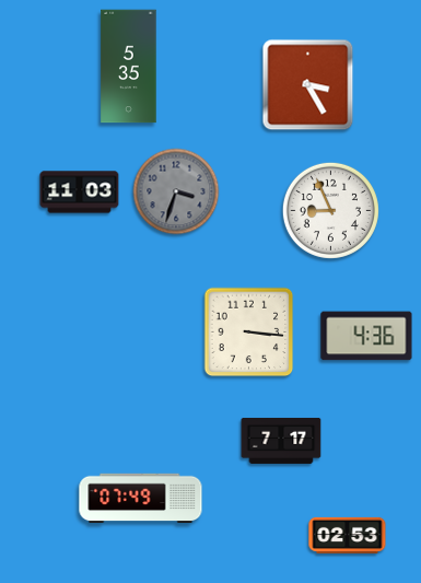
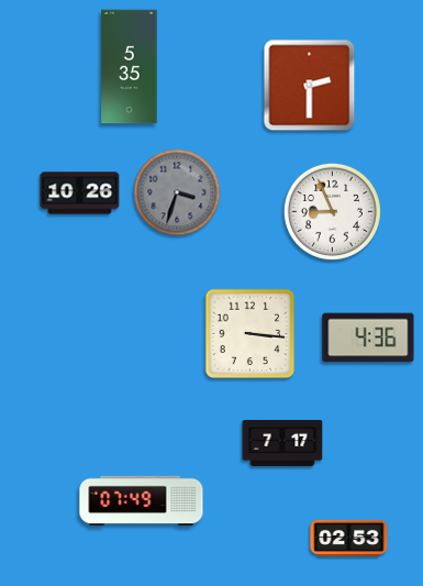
clock at (308, 85): 3:25 -> 2:30
clock at (80, 193): 11:03 -> 10:26
